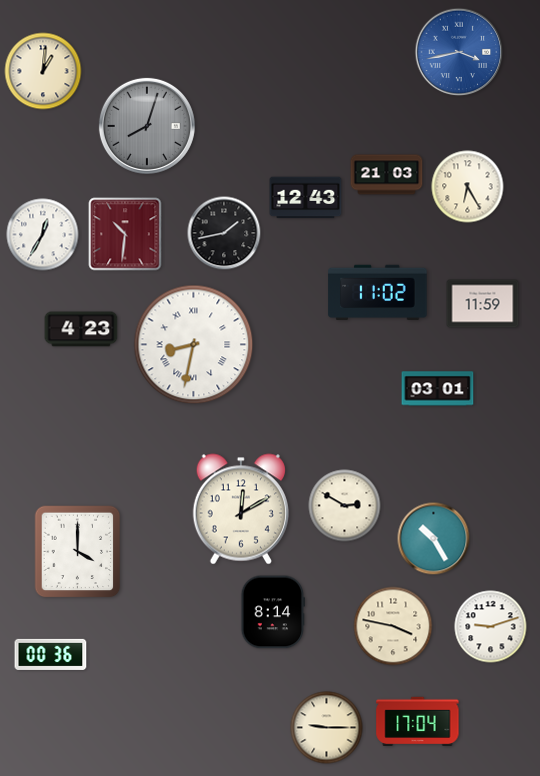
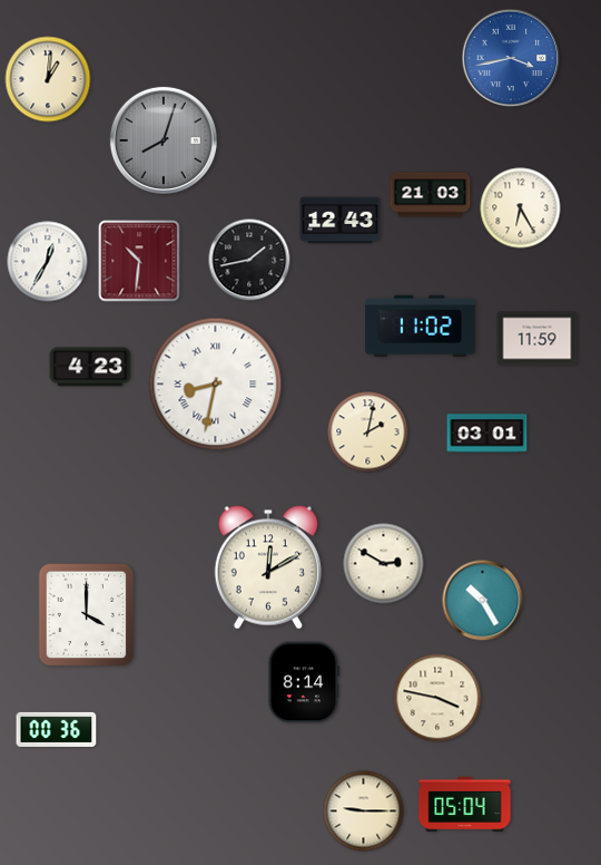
clock at (368, 432): none -> 2:02
clock at (491, 627): 9:12 -> none
clock at (418, 721): 17:04 -> 05:04
